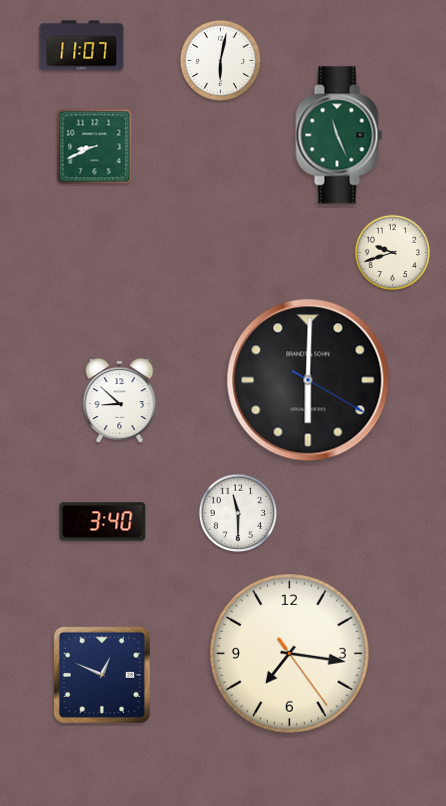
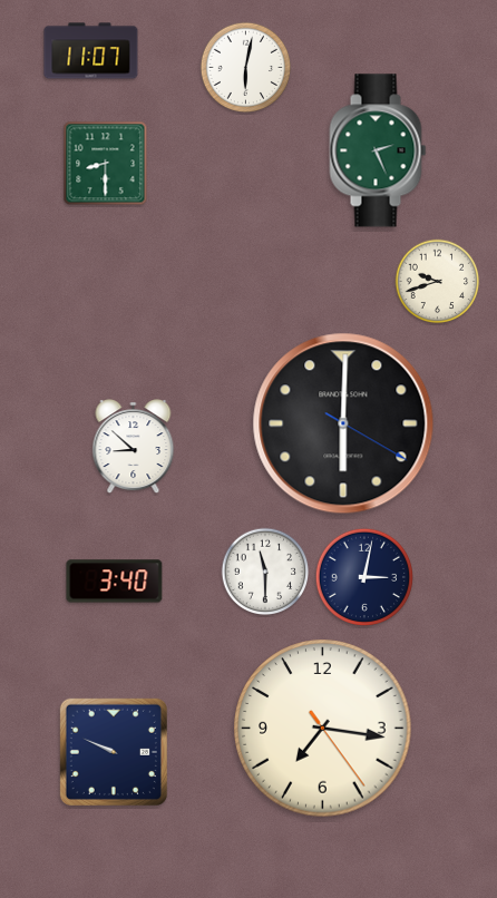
clock at (339, 135): 11:26 -> 2:26
clock at (95, 147): 8:41 -> 8:30
clock at (363, 576): none -> 3:02
clock at (102, 675): 12:49 -> 9:49
